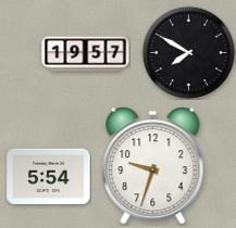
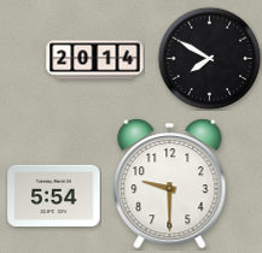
clock at (86, 54): 19:57 -> 20:14
clock at (153, 166): 9:33 -> 9:30
